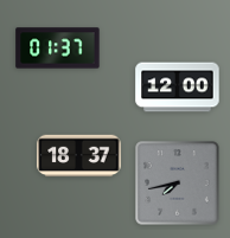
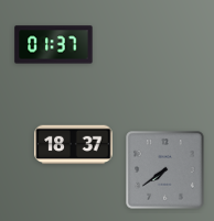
clock at (178, 88): 12:00 -> none
clock at (178, 184): 7:43 -> 7:39
